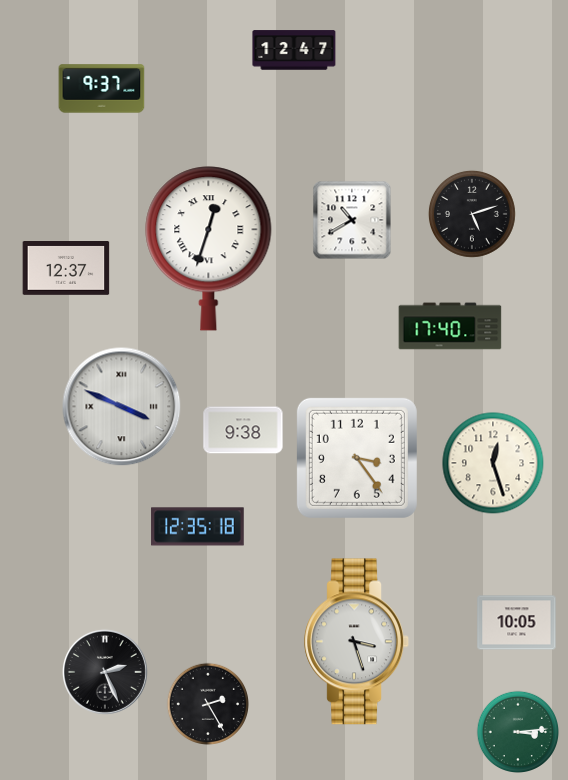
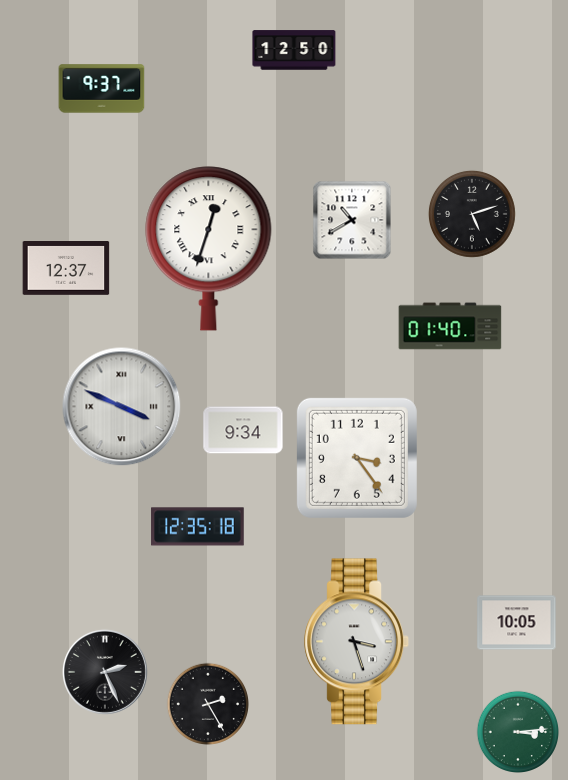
clock at (294, 50): 12:47 -> 12:50
clock at (450, 326): 17:40 -> 01:40
clock at (243, 430): 9:38 -> 9:34
clock at (493, 463): 12:27 -> none
